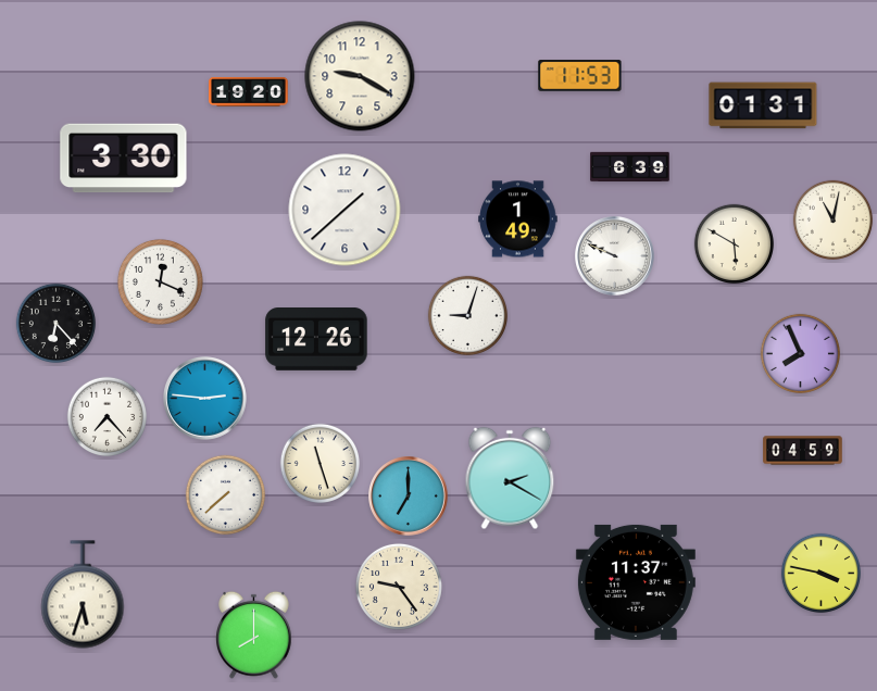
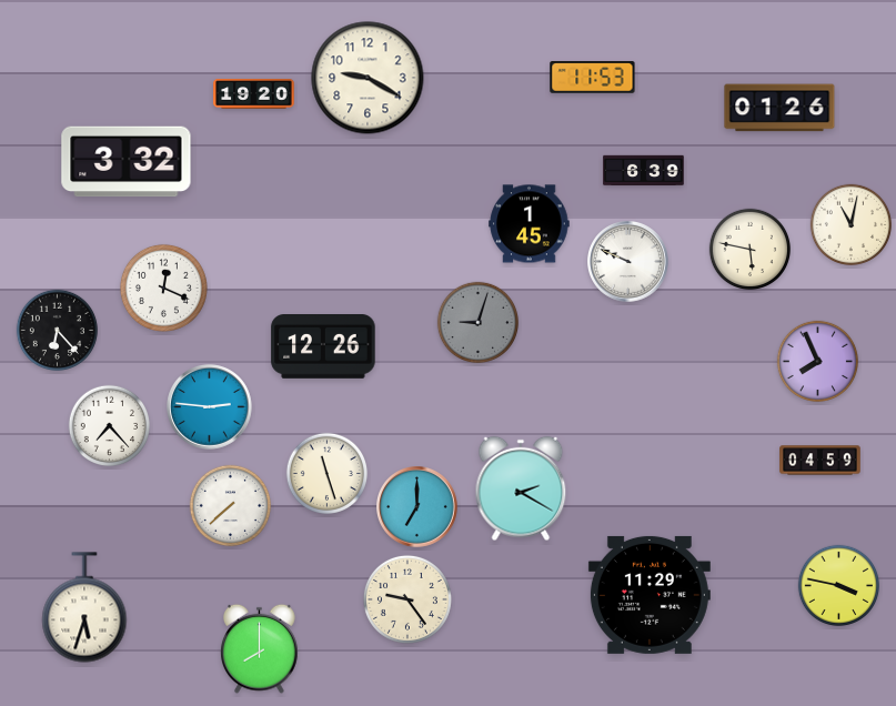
clock at (763, 105): 01:31 -> 01:26
clock at (124, 159): 3:30 -> 3:32
clock at (344, 210): 1:38 -> none
clock at (518, 219): 1:49 -> 1:45
clock at (735, 244): 5:50 -> 5:47
clock at (468, 316) dial: white -> grey
clock at (636, 582): 11:37 -> 11:29
